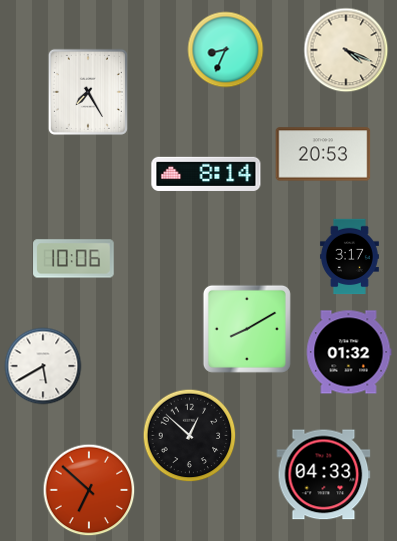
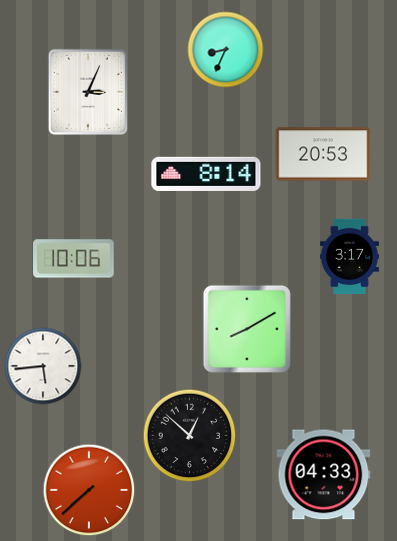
clock at (346, 50): 4:19 -> none
clock at (88, 92): 7:25 -> 3:04
clock at (349, 352): 01:32 -> none
clock at (43, 366): 5:40 -> 5:44
clock at (89, 490): 6:52 -> 7:38
